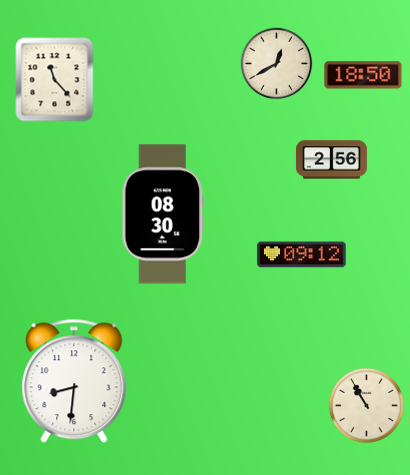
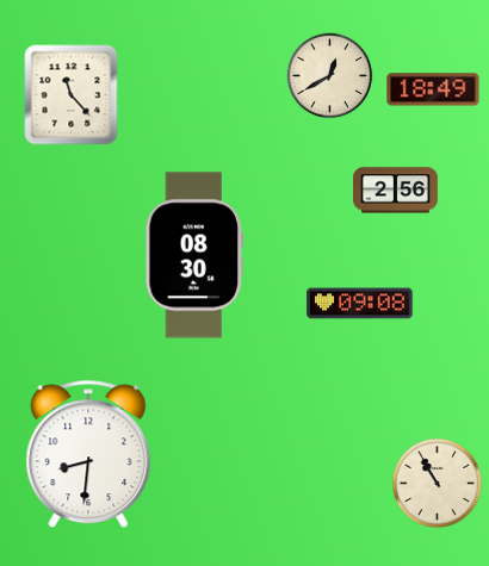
clock at (363, 75): 18:50 -> 18:49
clock at (55, 80) position: (55, 80) -> (72, 95)
clock at (302, 255): 09:12 -> 09:08
